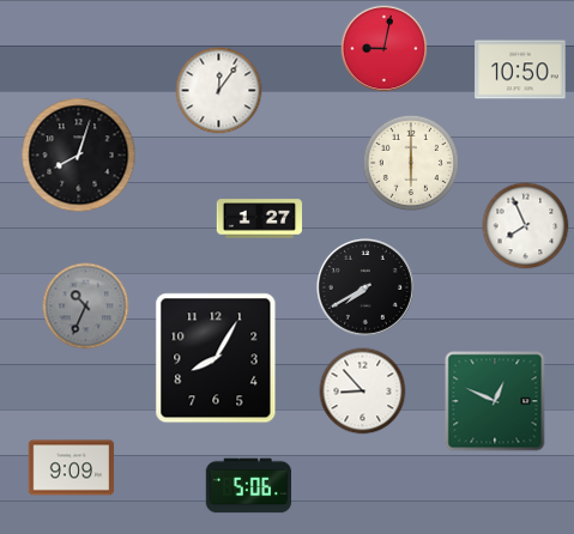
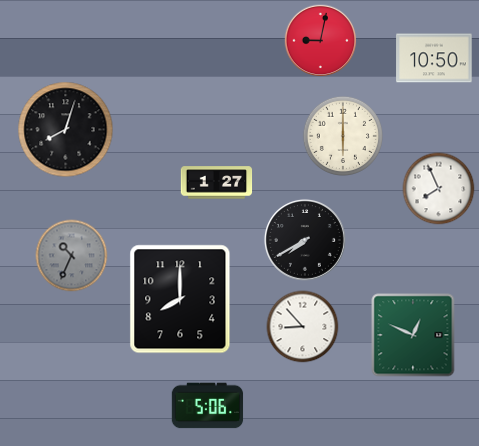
clock at (219, 91): 12:06 -> none
clock at (216, 358): 8:05 -> 8:00
clock at (72, 468): 9:09 -> none
